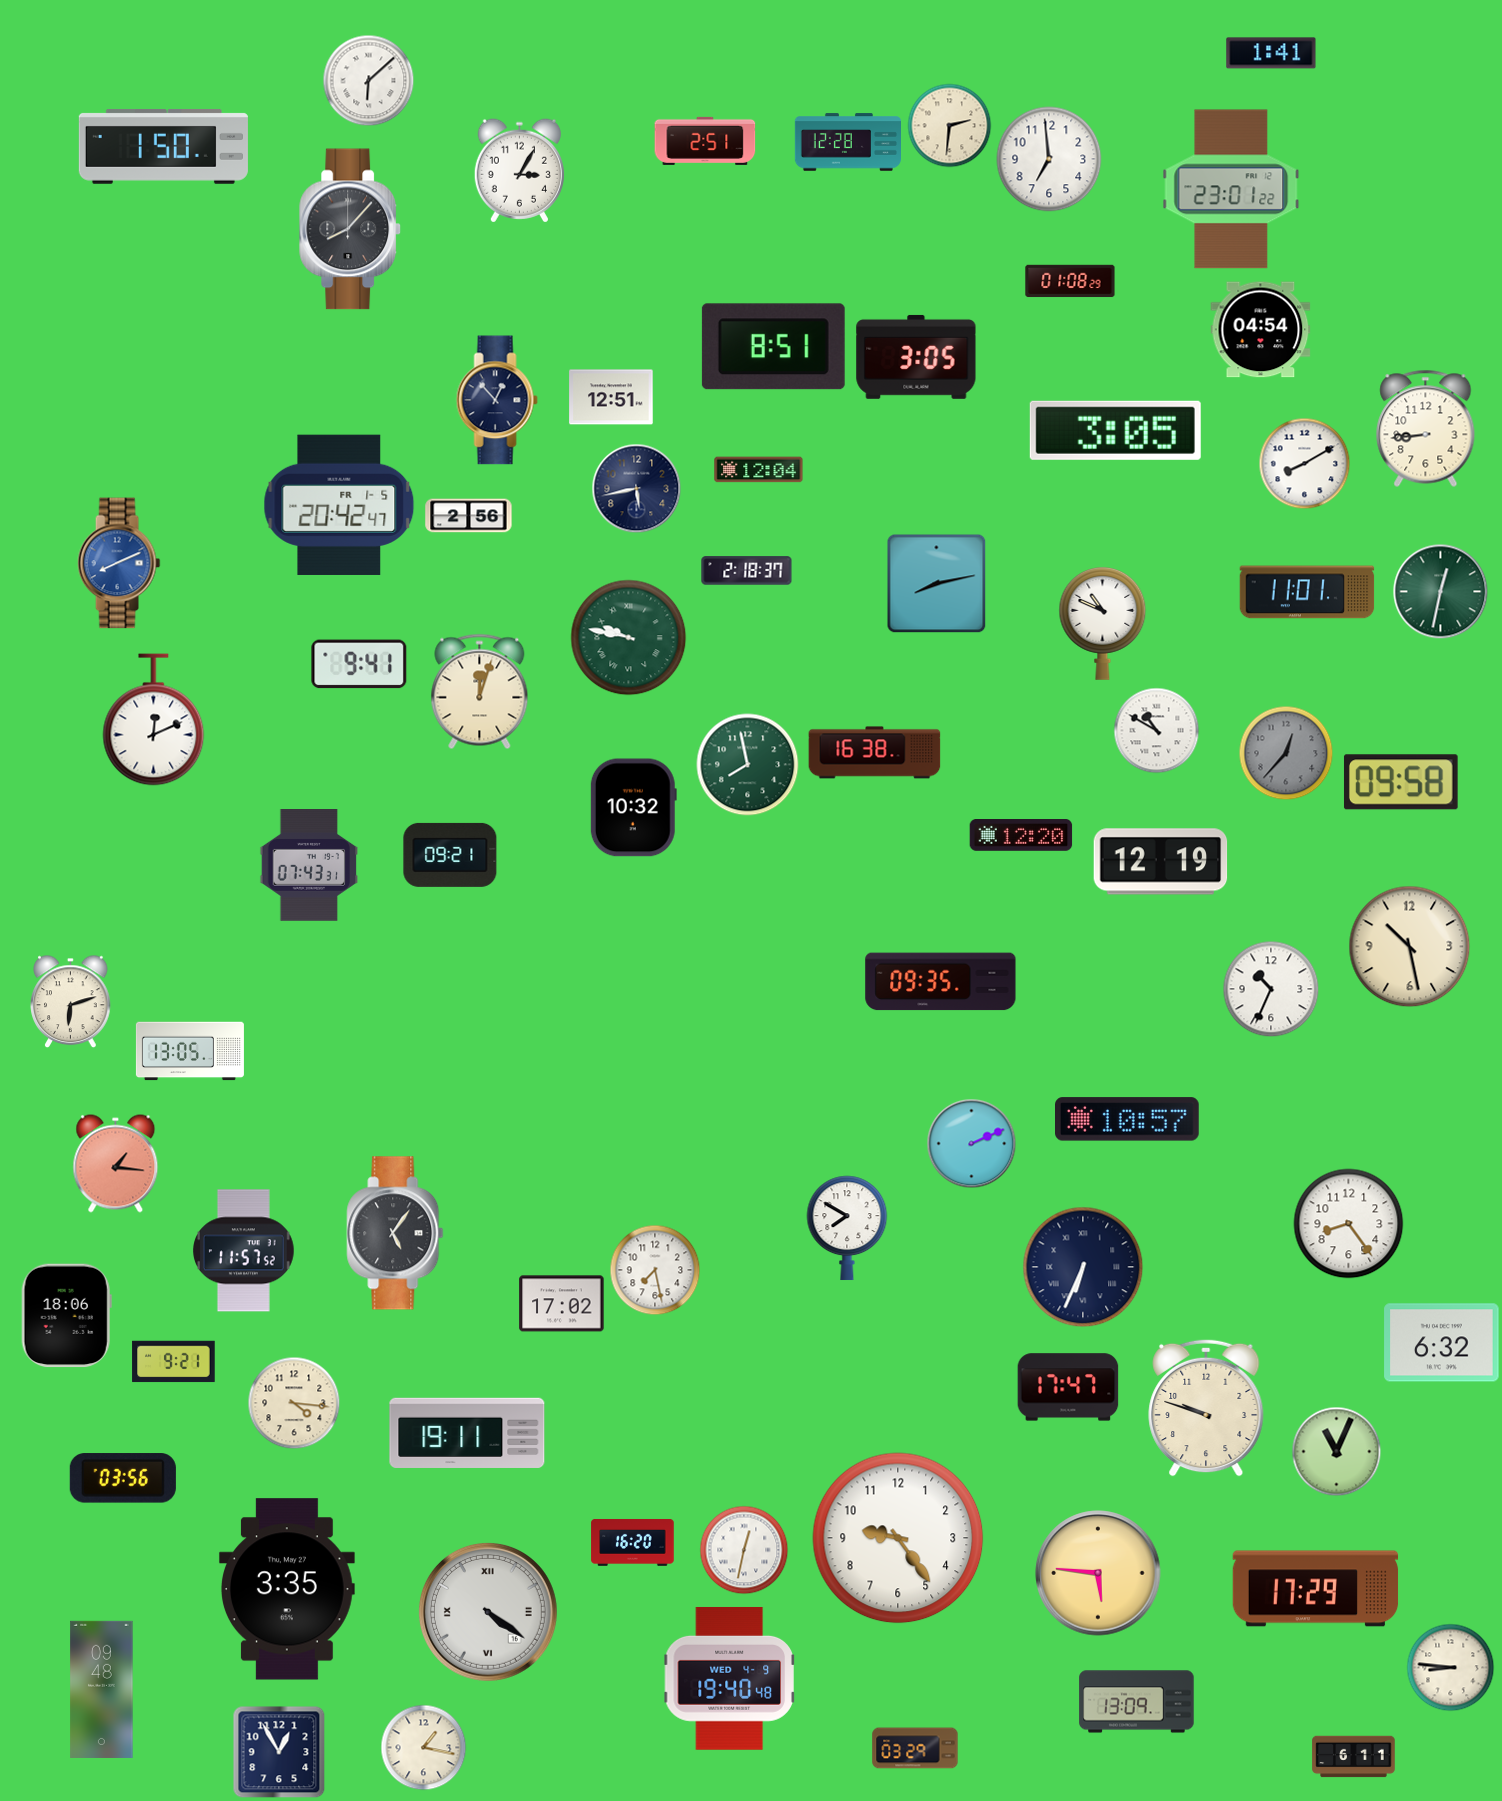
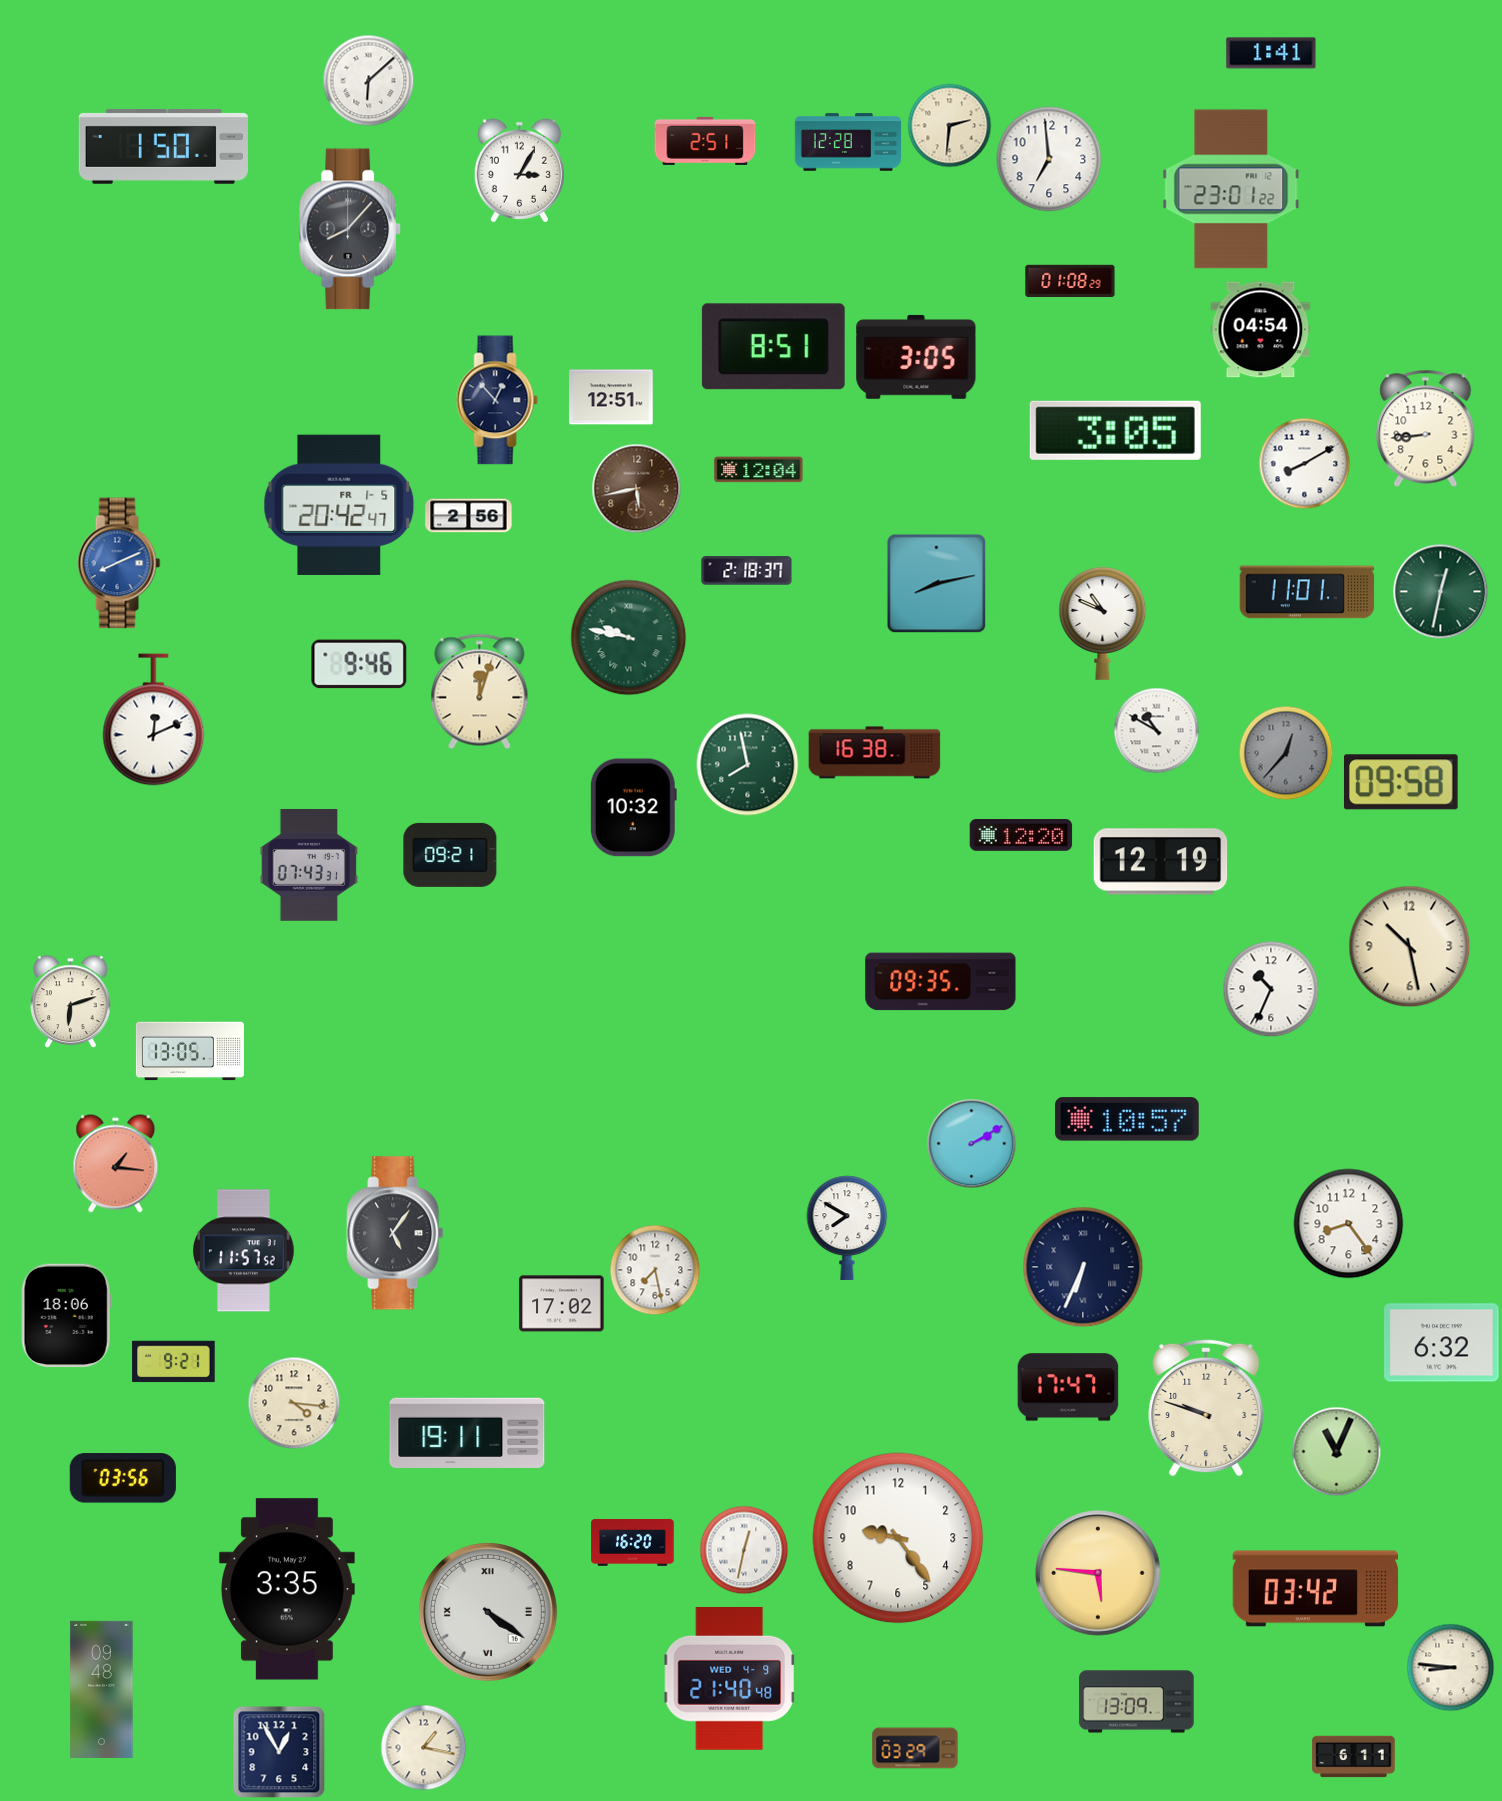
clock at (637, 489) dial: navy -> brown
clock at (359, 664): 9:41 -> 9:46
clock at (972, 1144): 2:11 -> 2:10
clock at (1316, 1589): 17:29 -> 03:42
clock at (730, 1678): 19:40 -> 21:40
